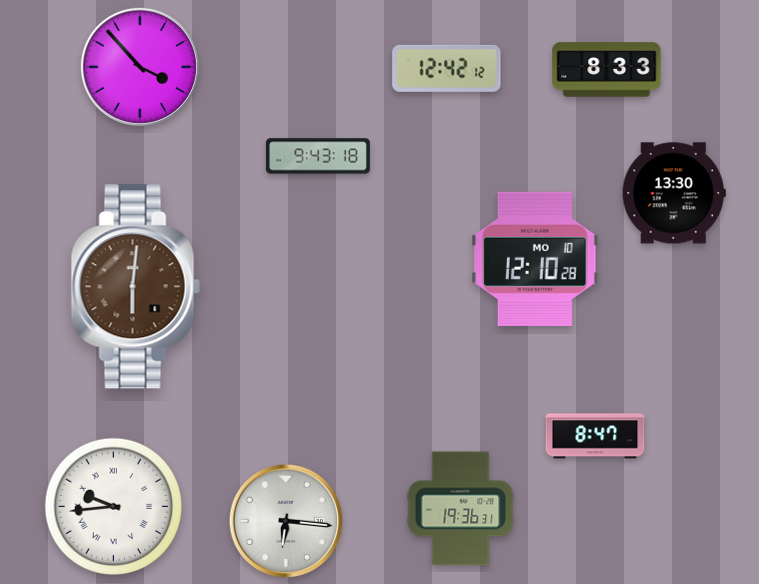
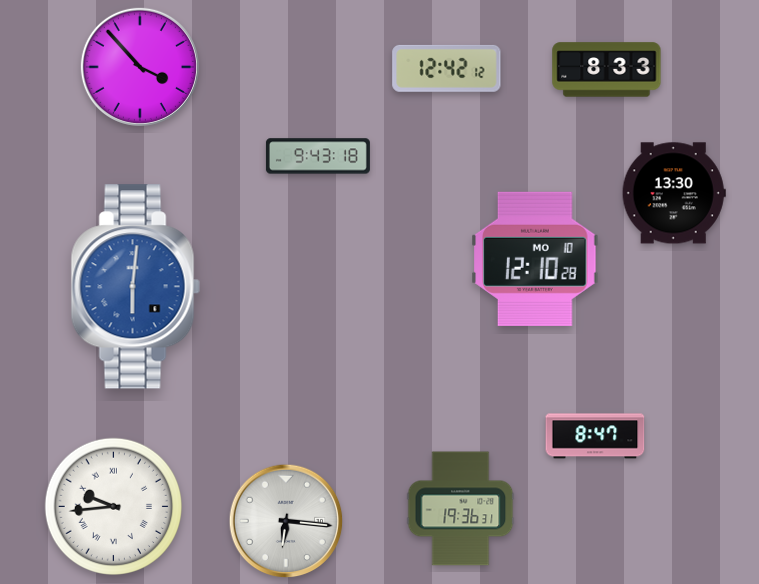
clock at (135, 287) dial: brown -> blue
